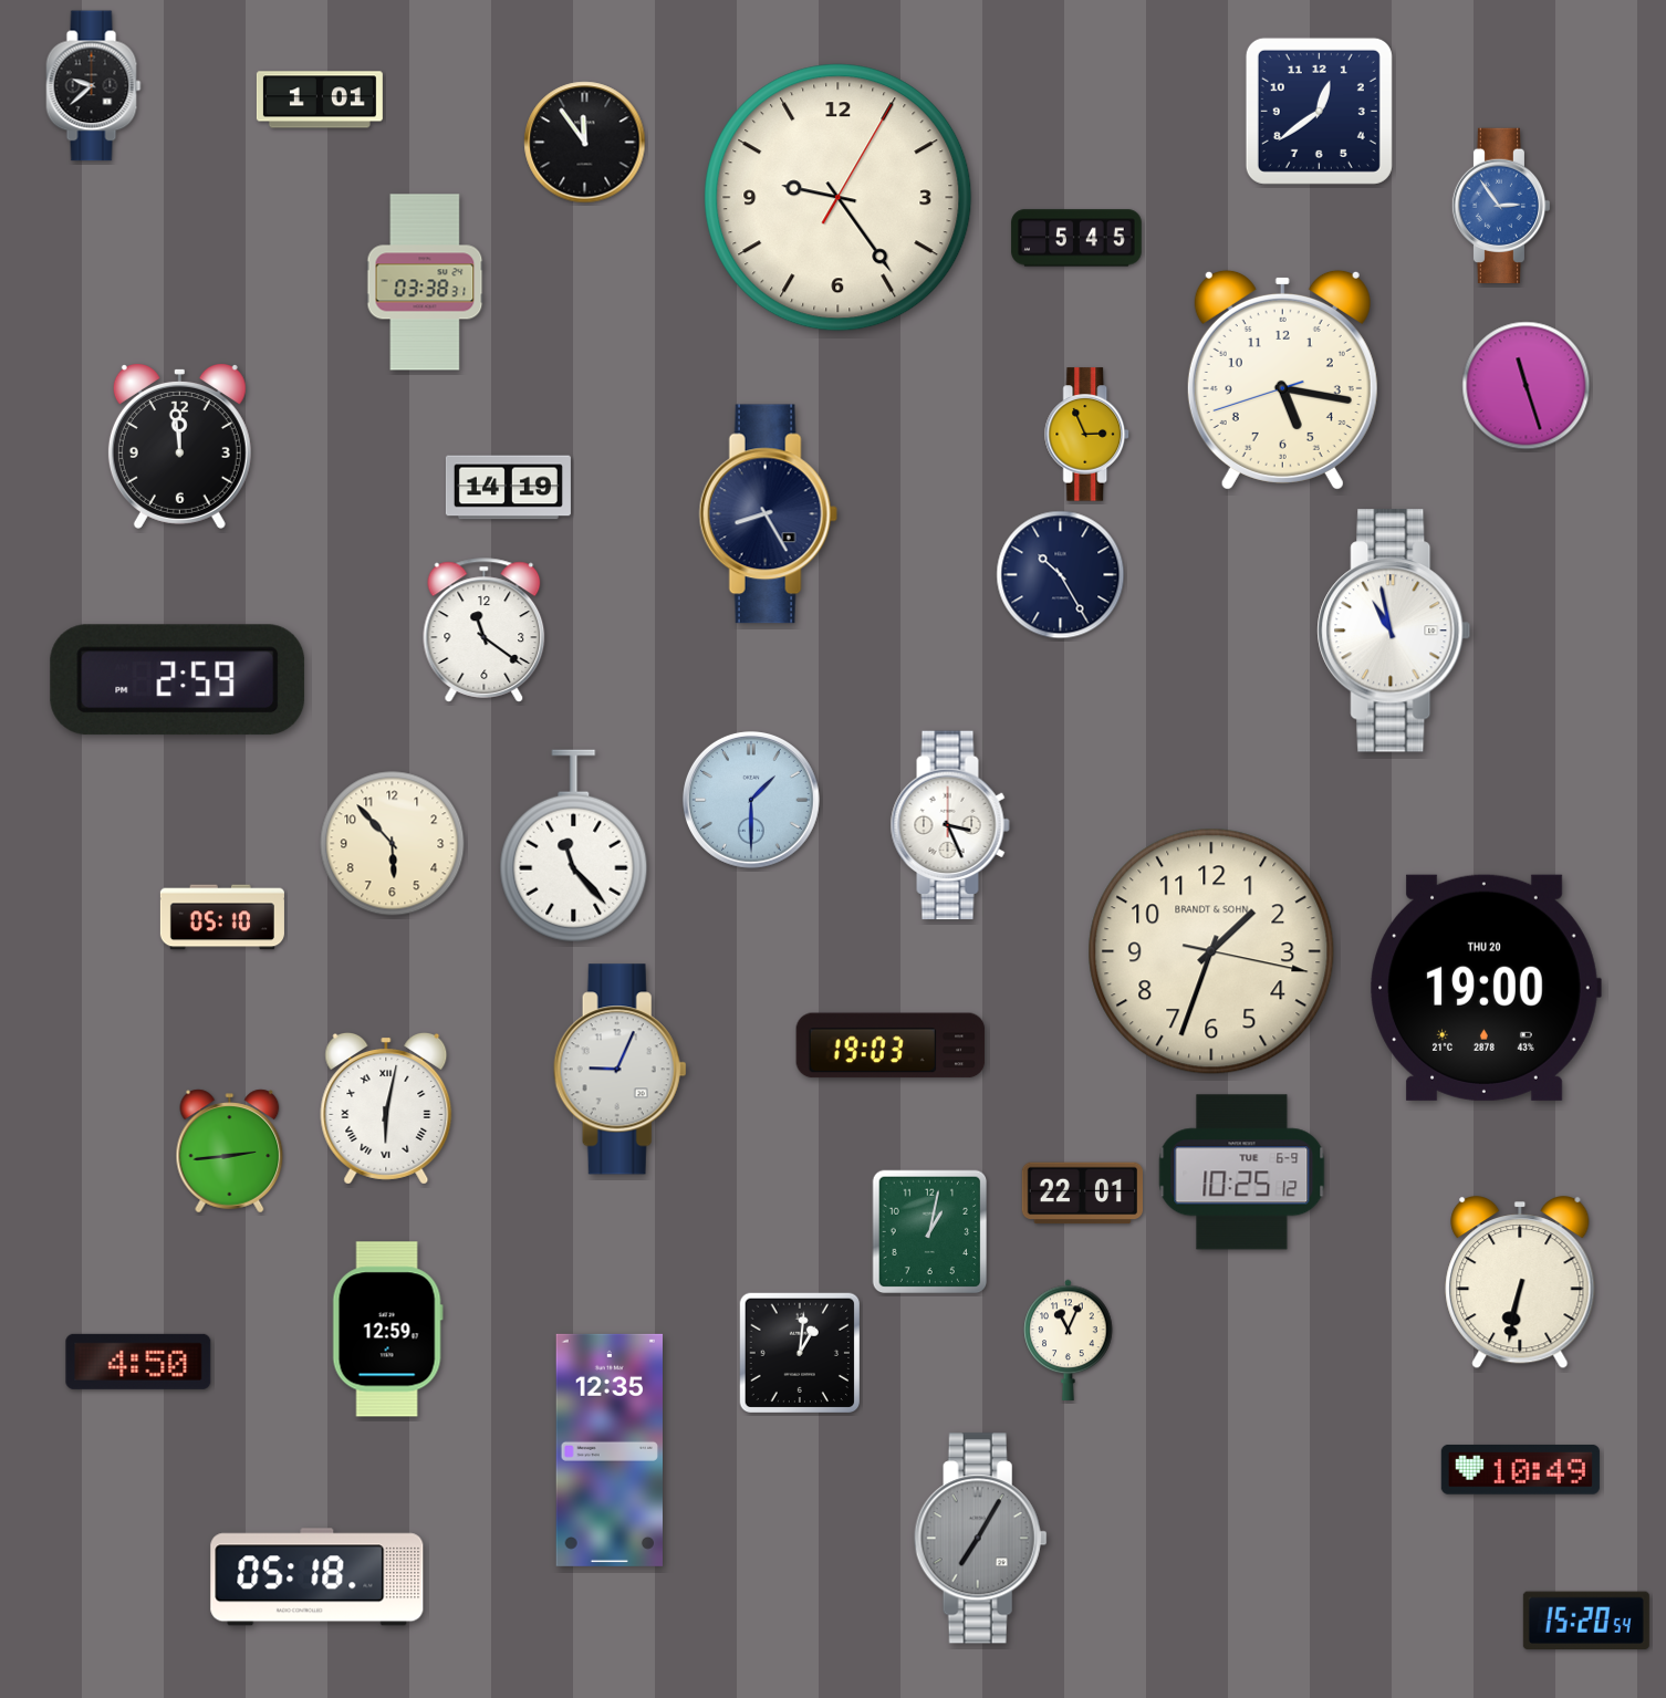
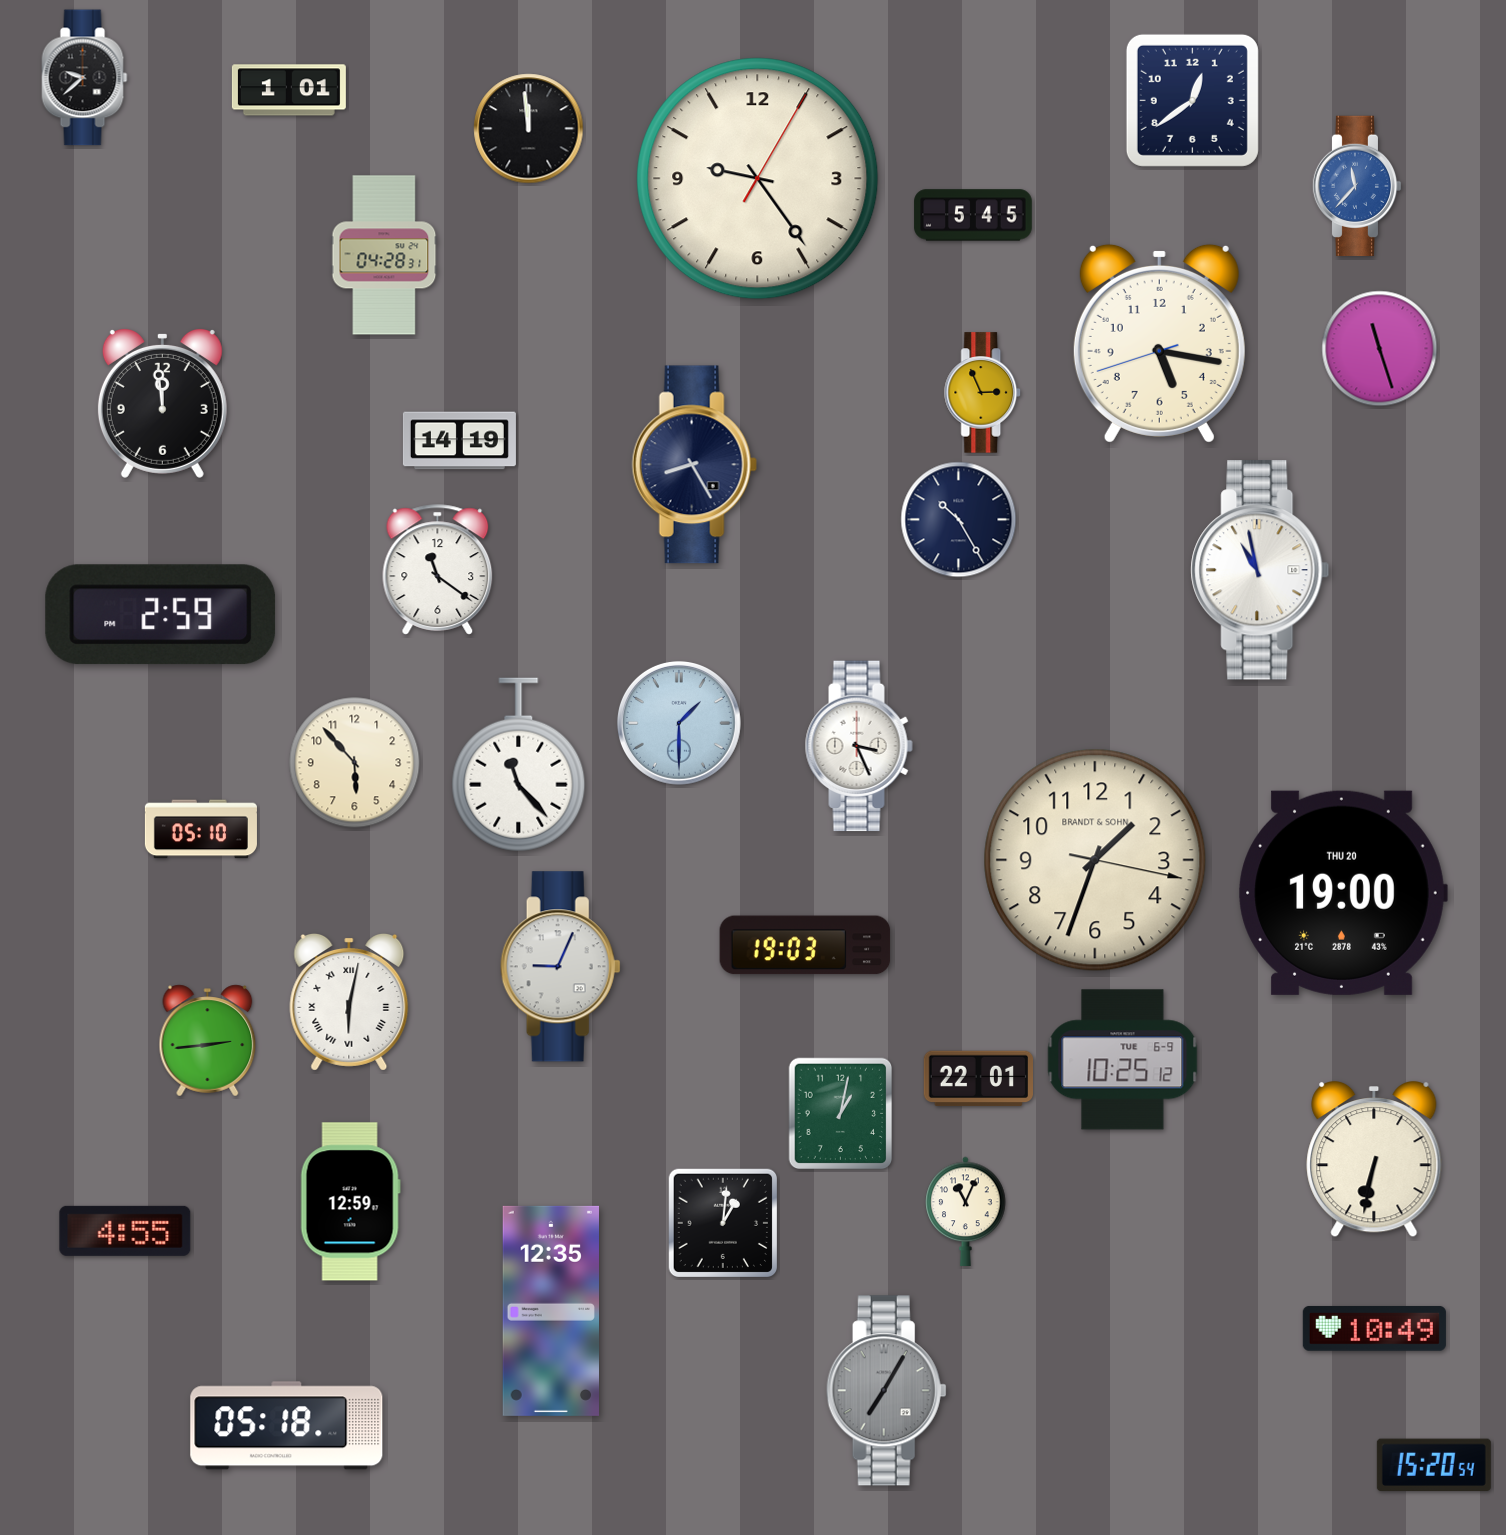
clock at (585, 143): 11:54 -> 11:59
clock at (1501, 206): 2:54 -> 11:37
clock at (425, 282): 03:38 -> 04:28
clock at (138, 1362): 4:50 -> 4:55
